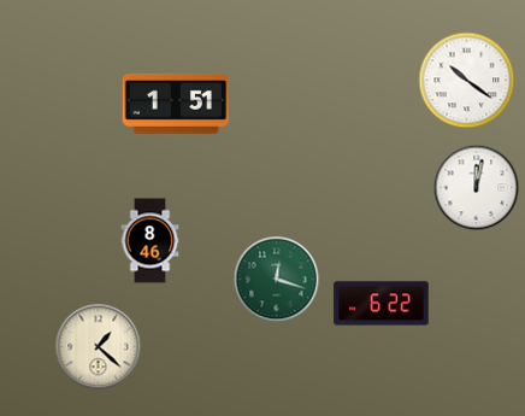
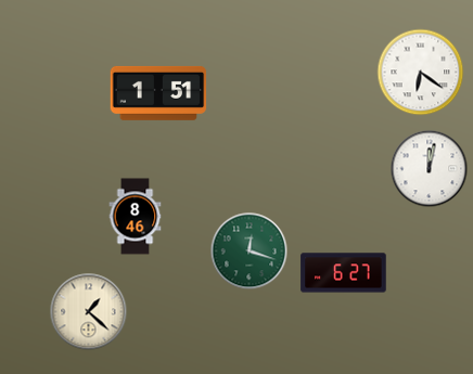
clock at (467, 81): 10:21 -> 6:21
clock at (382, 304): 6:22 -> 6:27
